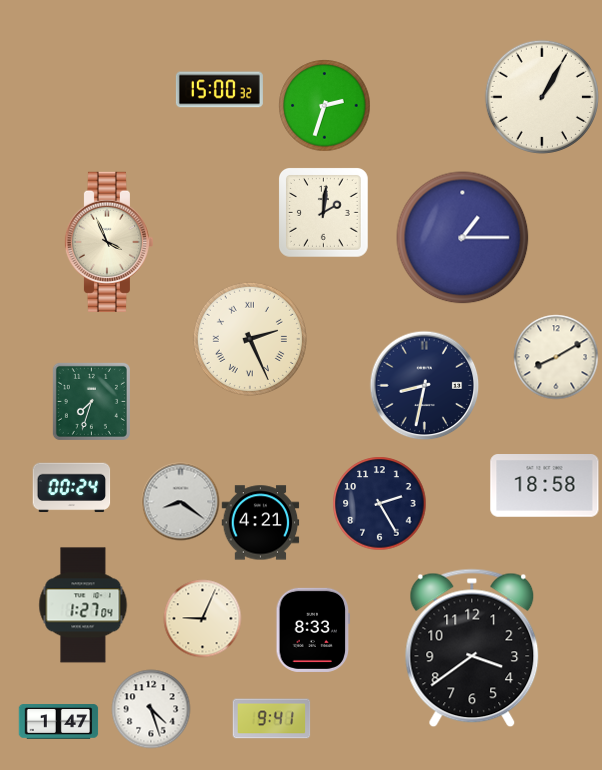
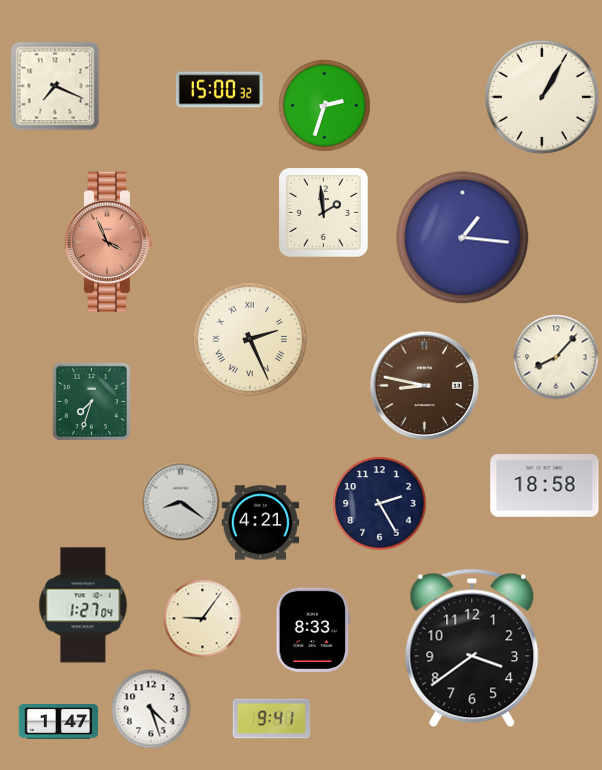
clock at (55, 86): none -> 7:19
clock at (324, 213): 2:01 -> 1:59
clock at (463, 238): 1:15 -> 1:16
clock at (108, 242) dial: cream -> salmon
clock at (556, 357): 8:10 -> 8:07
clock at (424, 385): 8:32 -> 8:47
clock at (424, 385) dial: navy -> brown
clock at (71, 488): 00:24 -> none
clock at (202, 618): 9:04 -> 9:06
